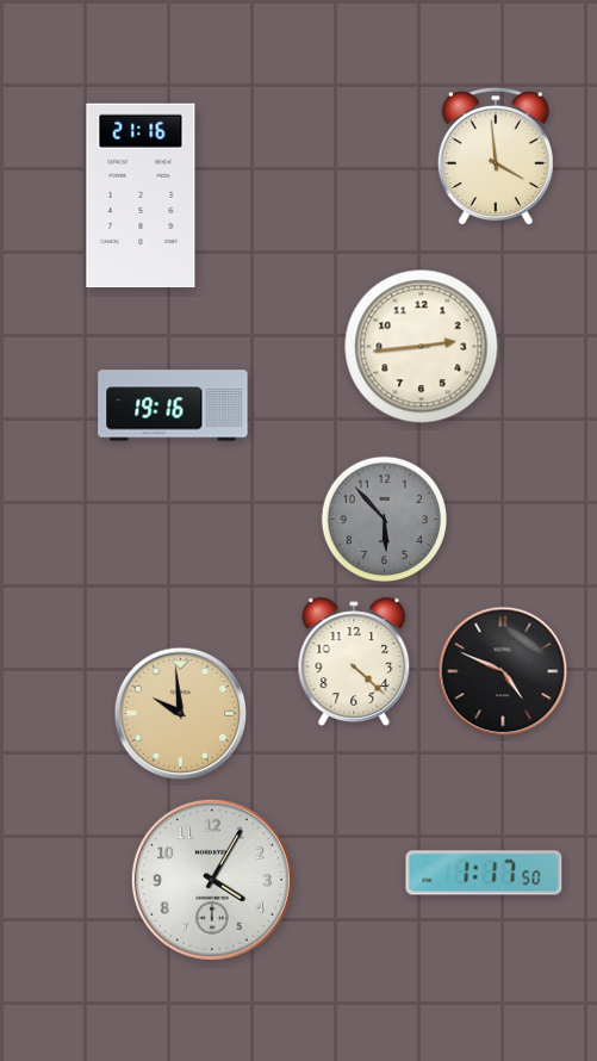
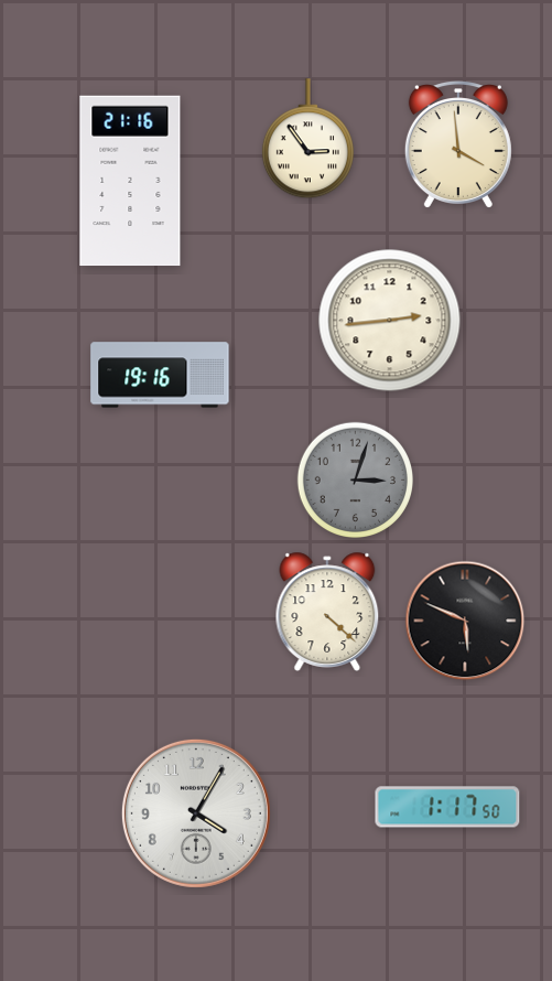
clock at (307, 139): none -> 2:54
clock at (384, 519): 5:53 -> 3:03
clock at (503, 671): 4:49 -> 5:49
clock at (181, 714): 9:59 -> none
